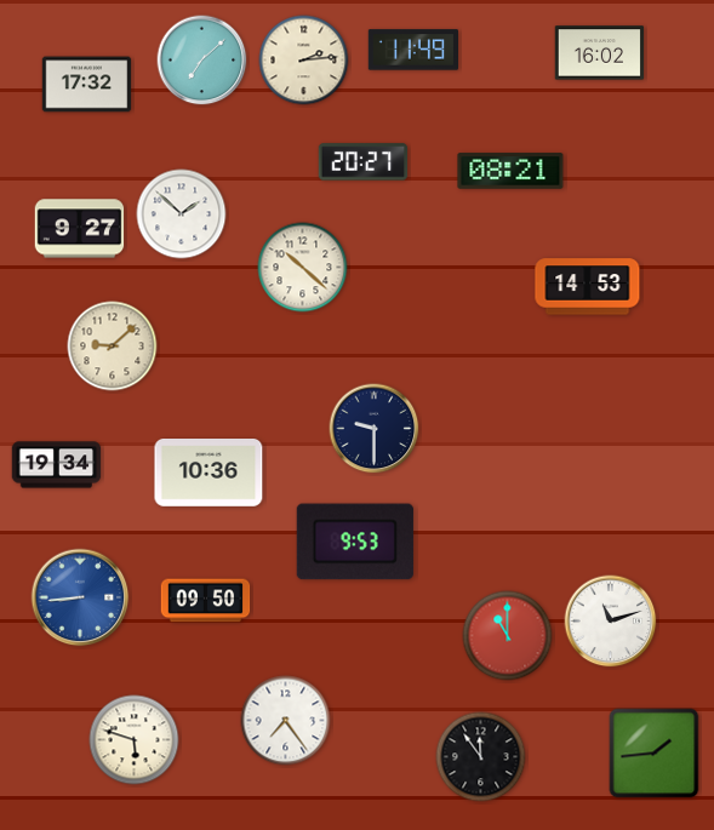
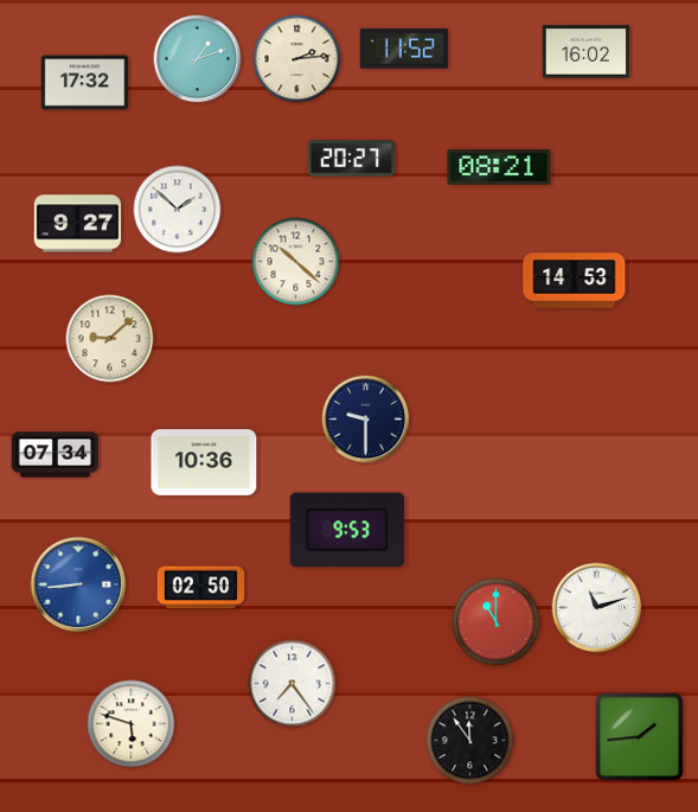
clock at (412, 50): 11:49 -> 11:52
clock at (202, 61): 7:08 -> 1:12
clock at (364, 162) position: (364, 162) -> (352, 159)
clock at (57, 465): 19:34 -> 07:34
clock at (206, 601): 09:50 -> 02:50
clock at (286, 721) position: (286, 721) -> (293, 684)
